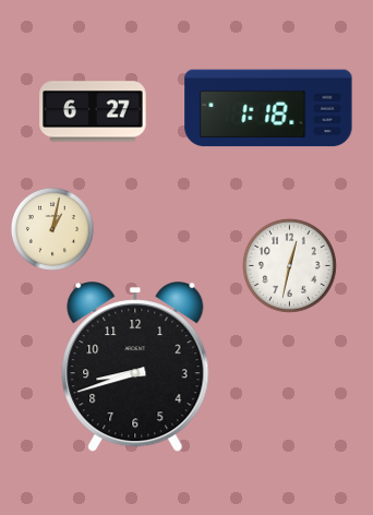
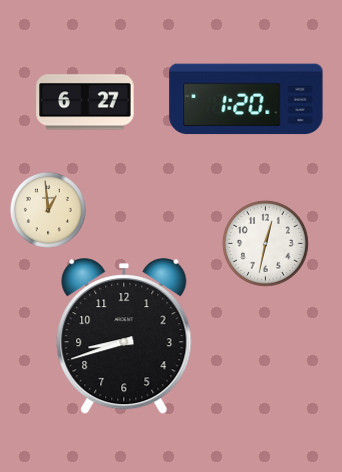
clock at (268, 108): 1:18 -> 1:20
clock at (52, 229): 1:02 -> 12:59
